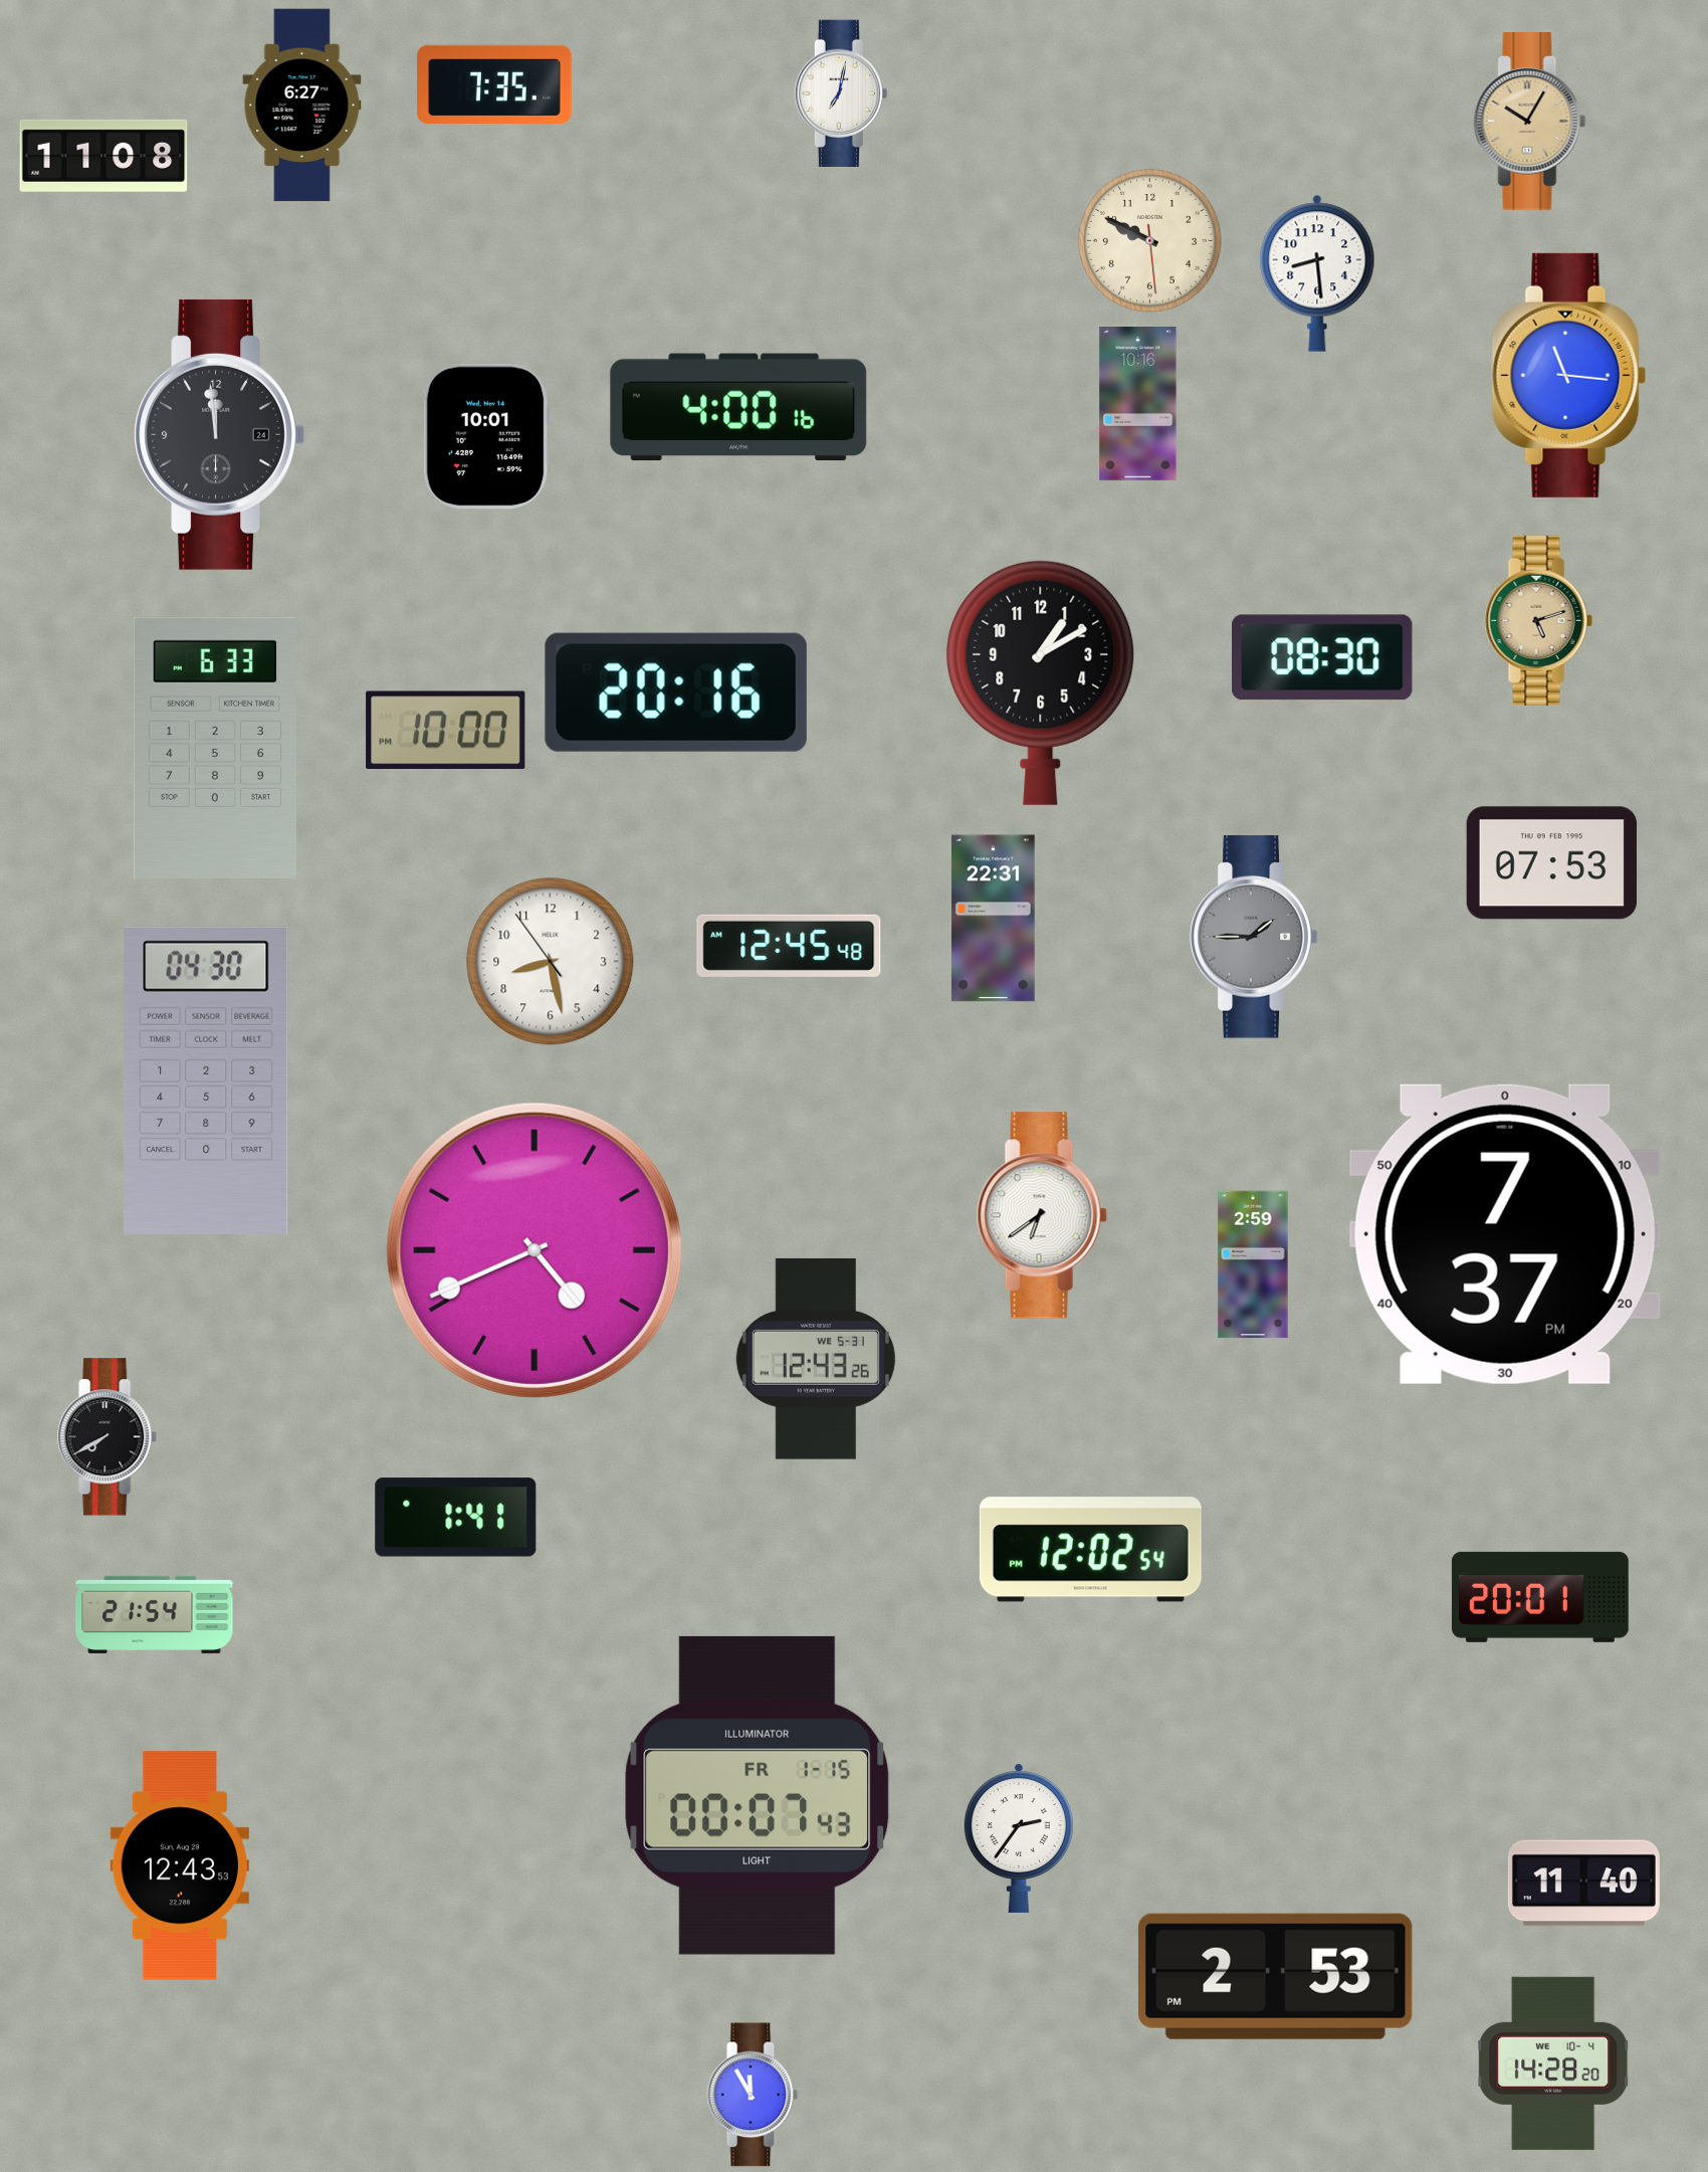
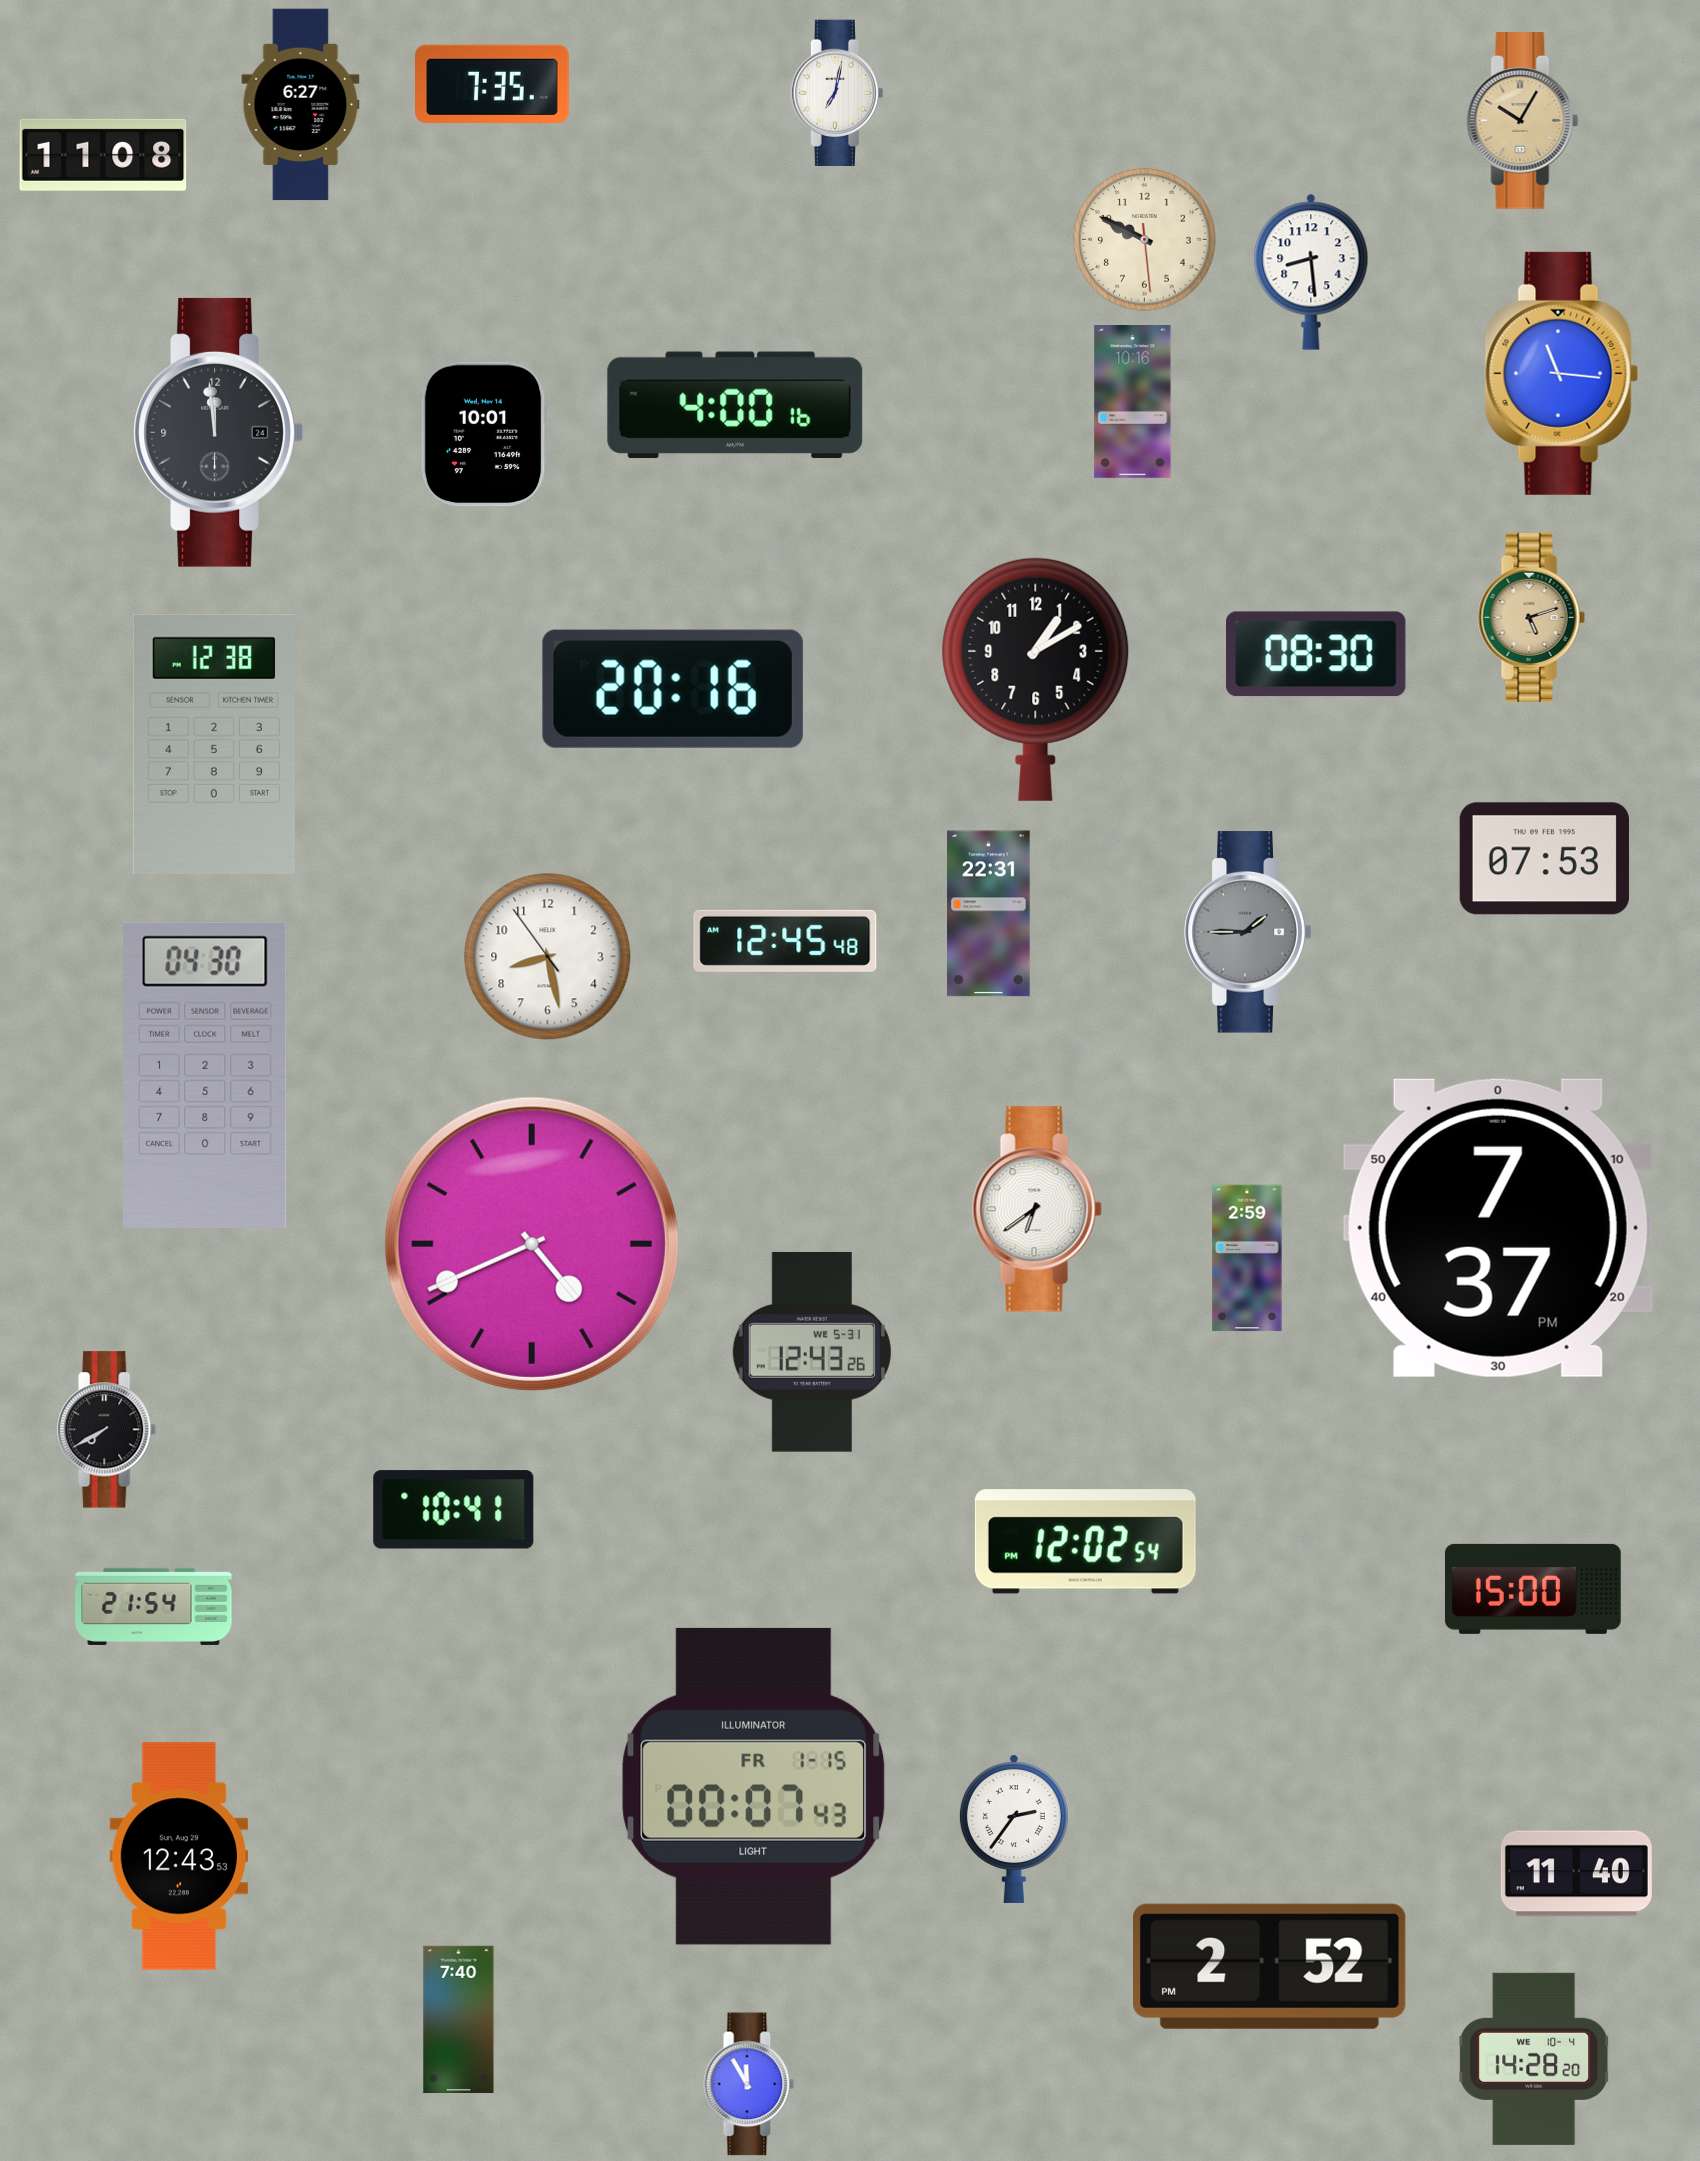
clock at (446, 730): 10:00 -> none
clock at (215, 747): 6:33 -> 12:38
clock at (456, 1518): 1:41 -> 10:41
clock at (1540, 1597): 20:01 -> 15:00
clock at (1275, 1976): 2:53 -> 2:52
clock at (459, 2019): none -> 7:40
clock at (1553, 2063) position: (1553, 2063) -> (1534, 2059)
